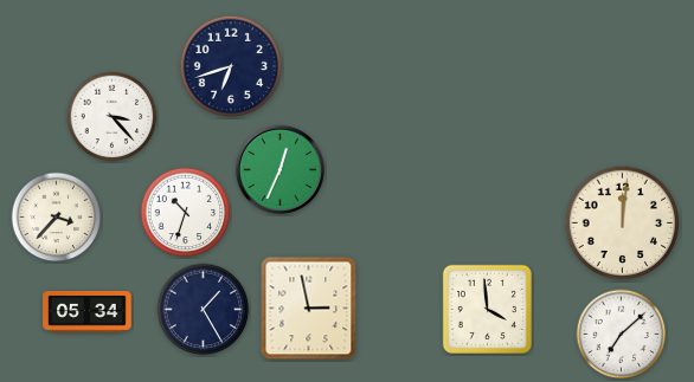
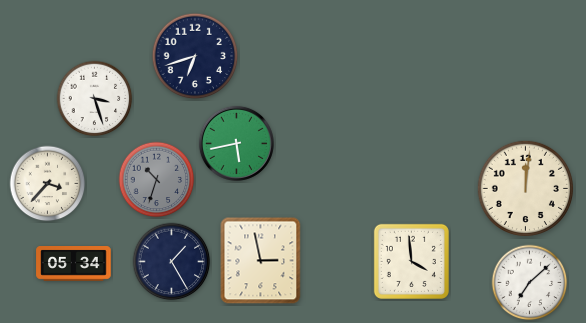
clock at (113, 117): 3:23 -> 3:27
clock at (279, 169): 12:34 -> 5:43
clock at (186, 213) dial: white -> grey
clock at (622, 335) position: (622, 335) -> (530, 283)
